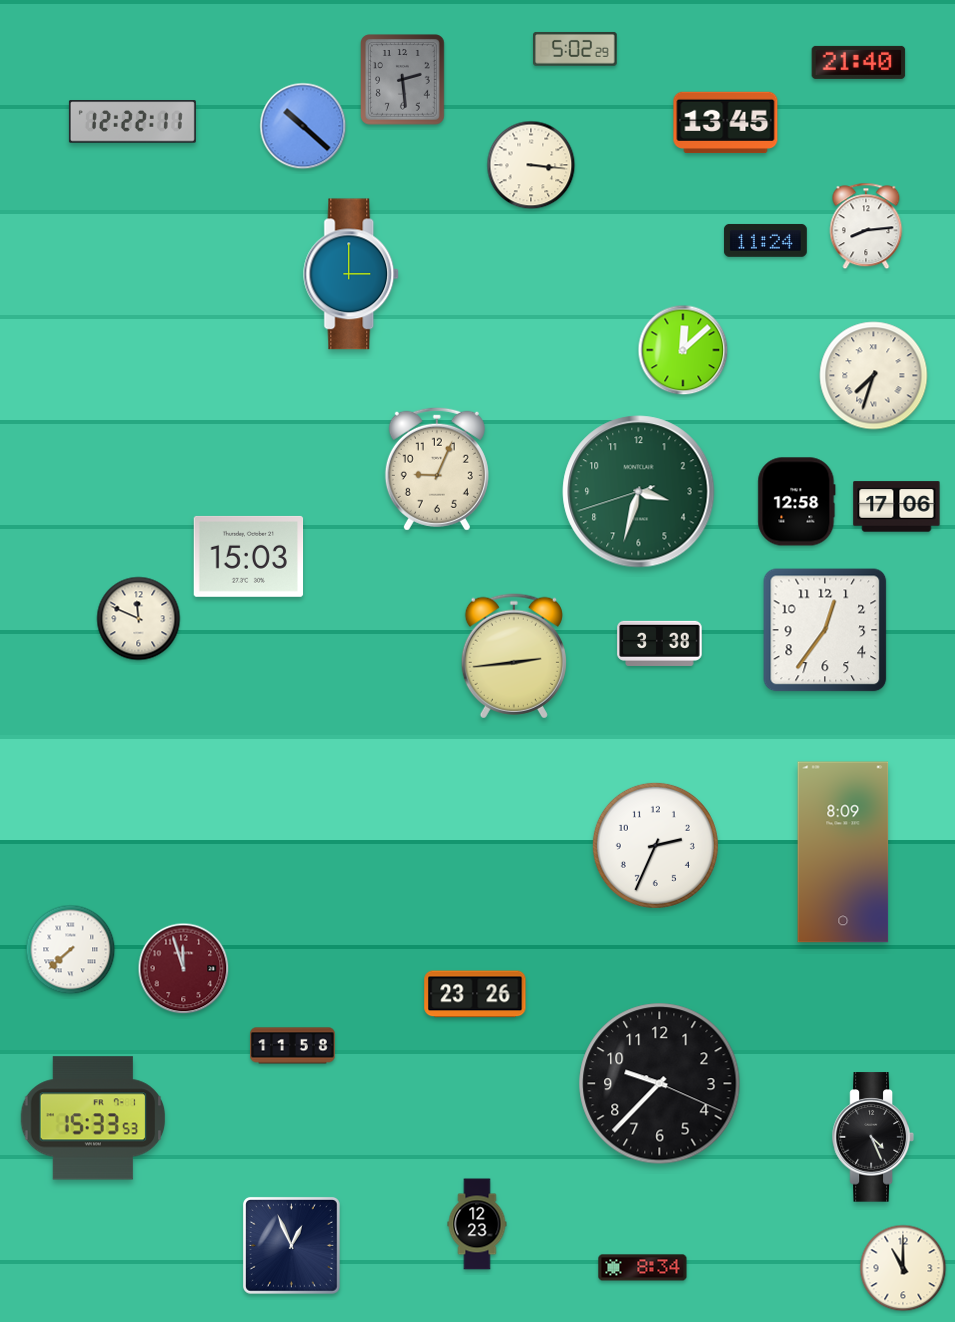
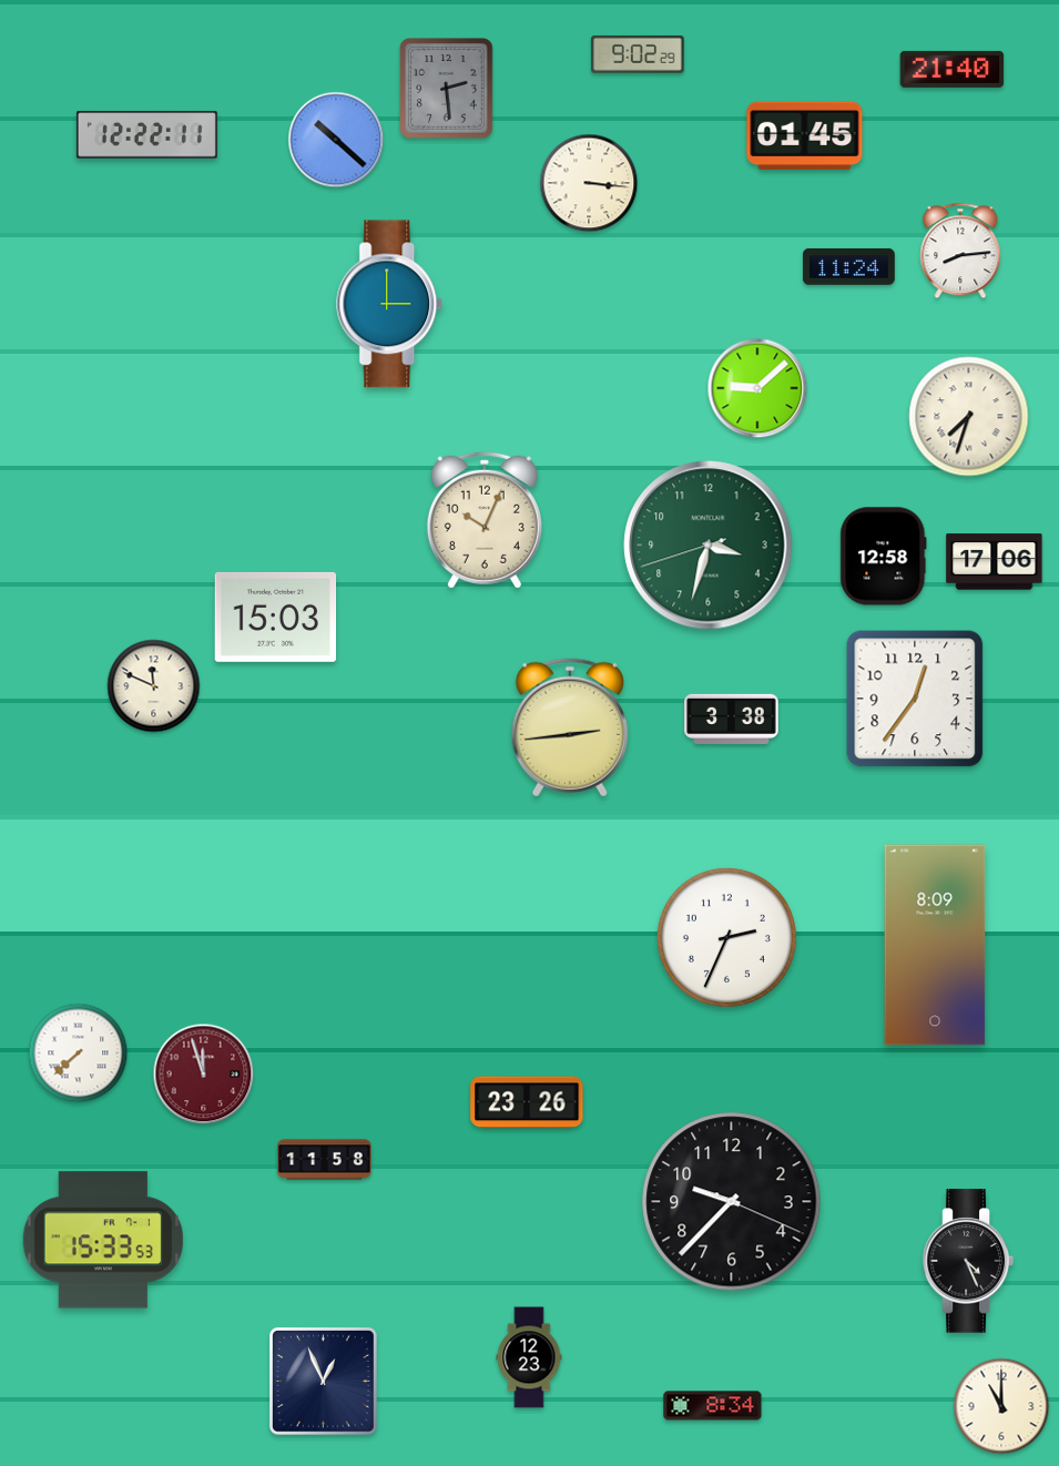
clock at (576, 49): 5:02 -> 9:02
clock at (726, 123): 13:45 -> 01:45
clock at (683, 350): 12:08 -> 9:08
clock at (437, 469): 9:04 -> 10:04
clock at (660, 643) position: (660, 643) -> (732, 719)
